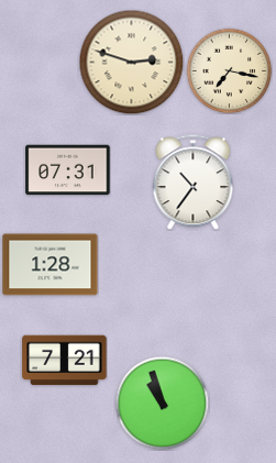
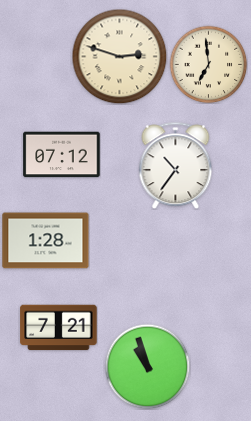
clock at (229, 70): 7:17 -> 6:59
clock at (68, 170): 07:31 -> 07:12
